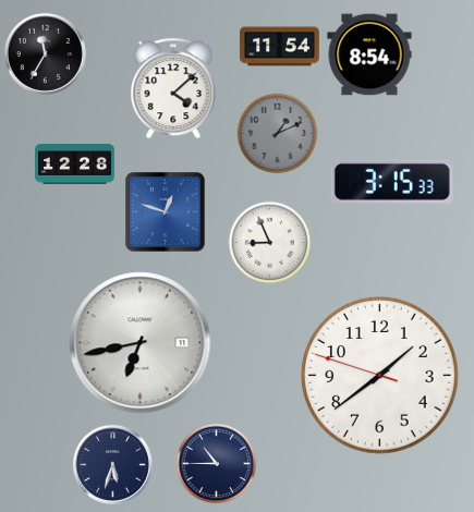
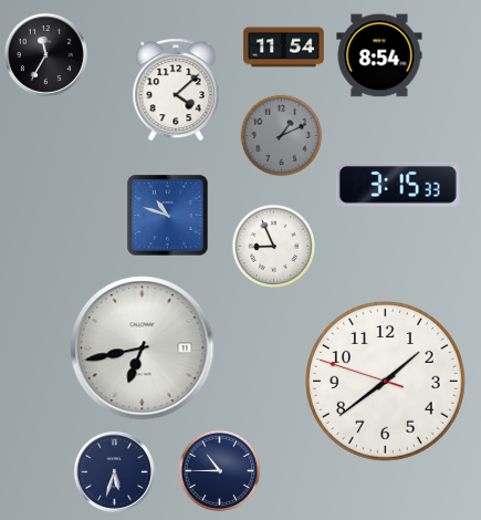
clock at (369, 54) position: (369, 54) -> (379, 55)
clock at (75, 164): 12:28 -> none
clock at (166, 212): 12:48 -> 10:48
